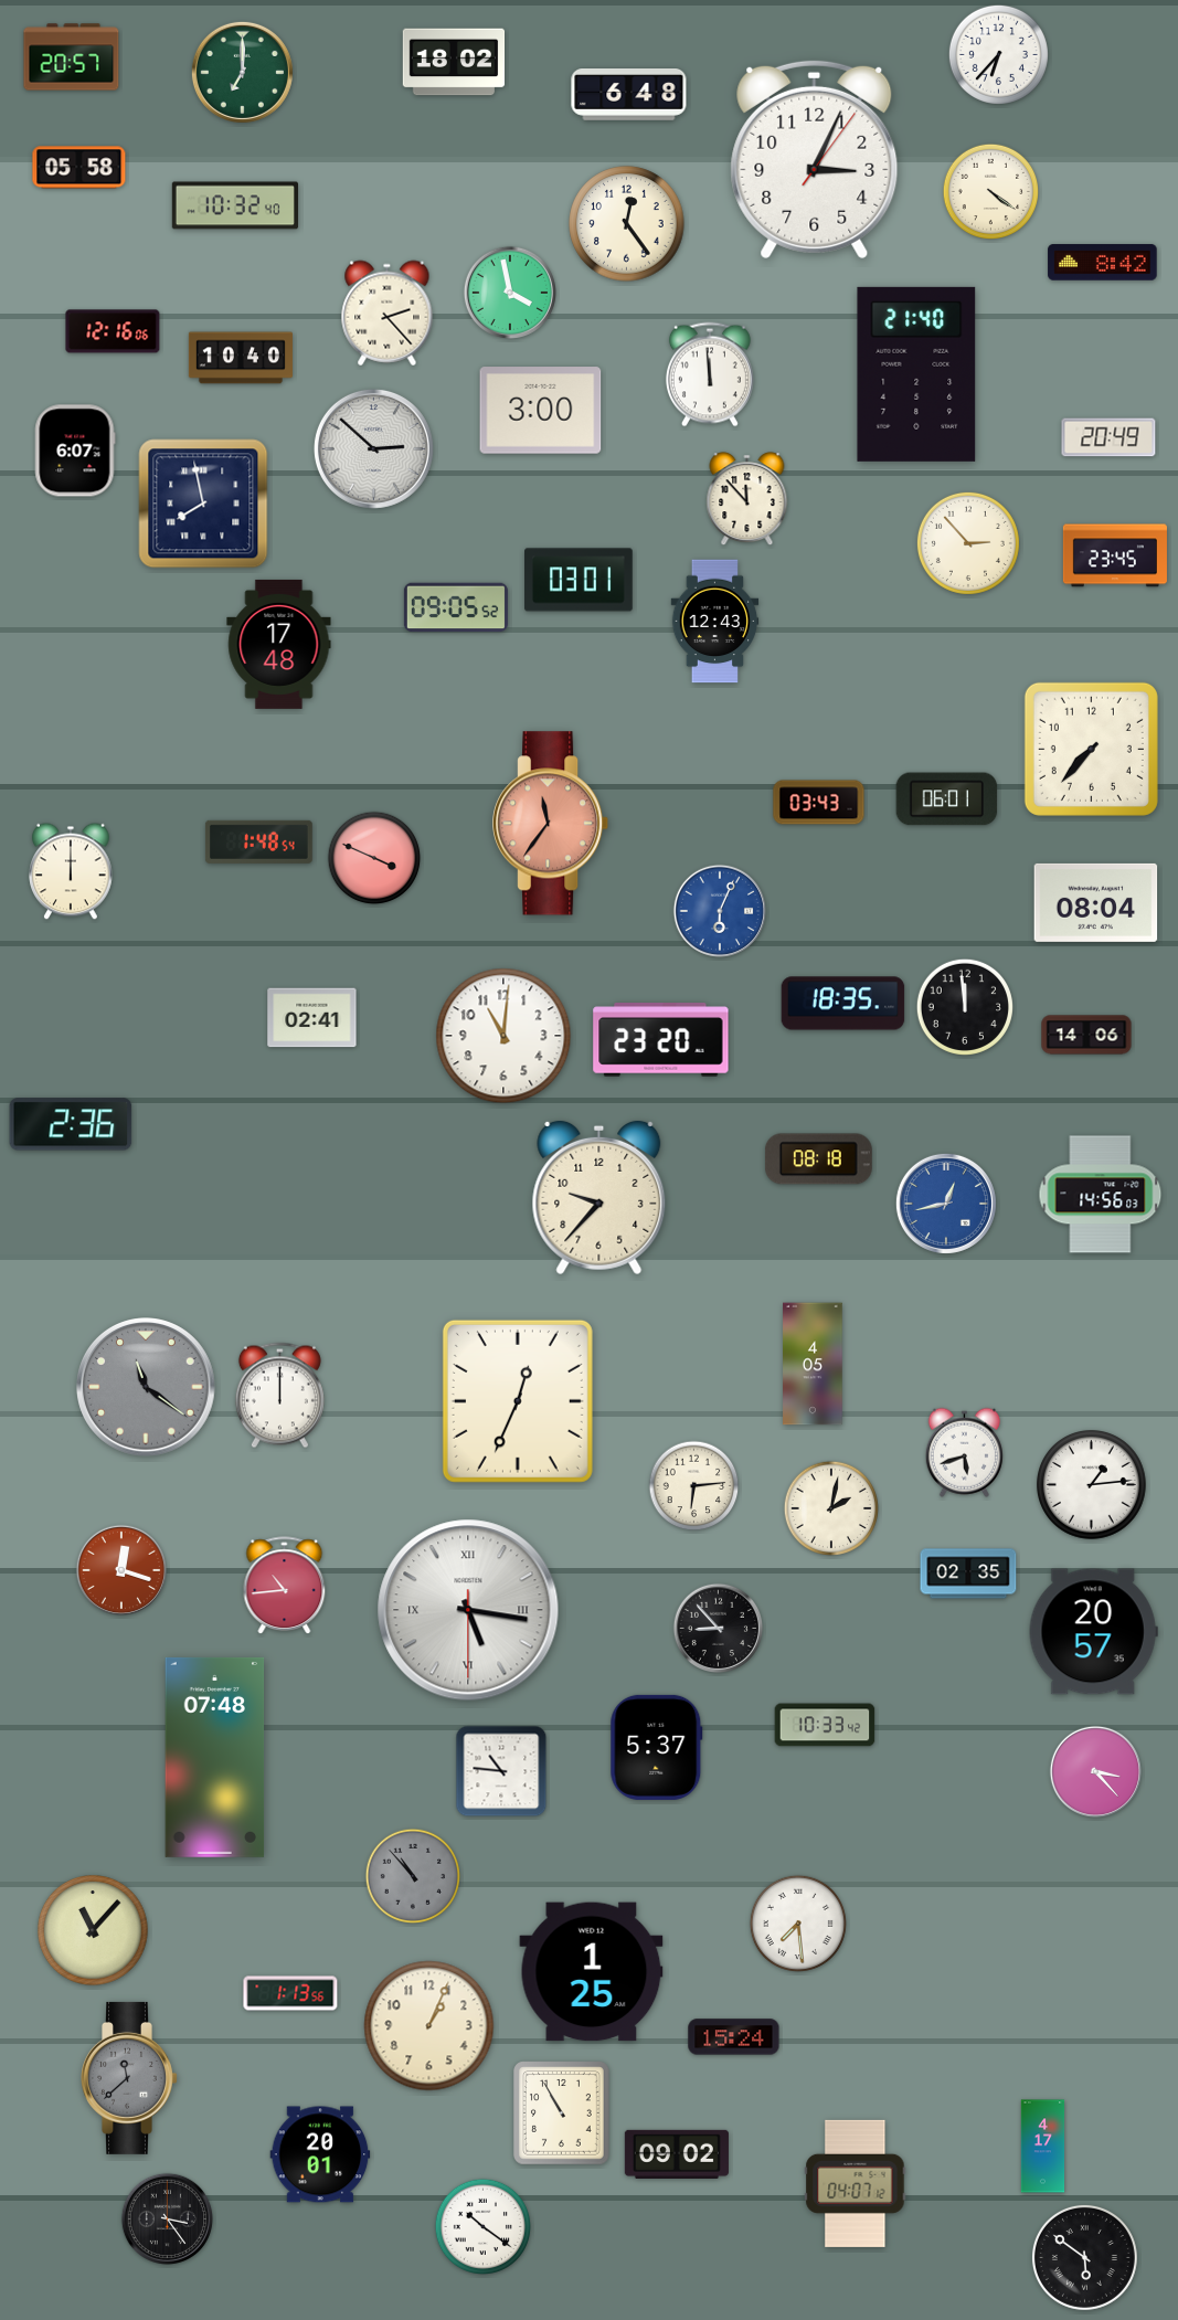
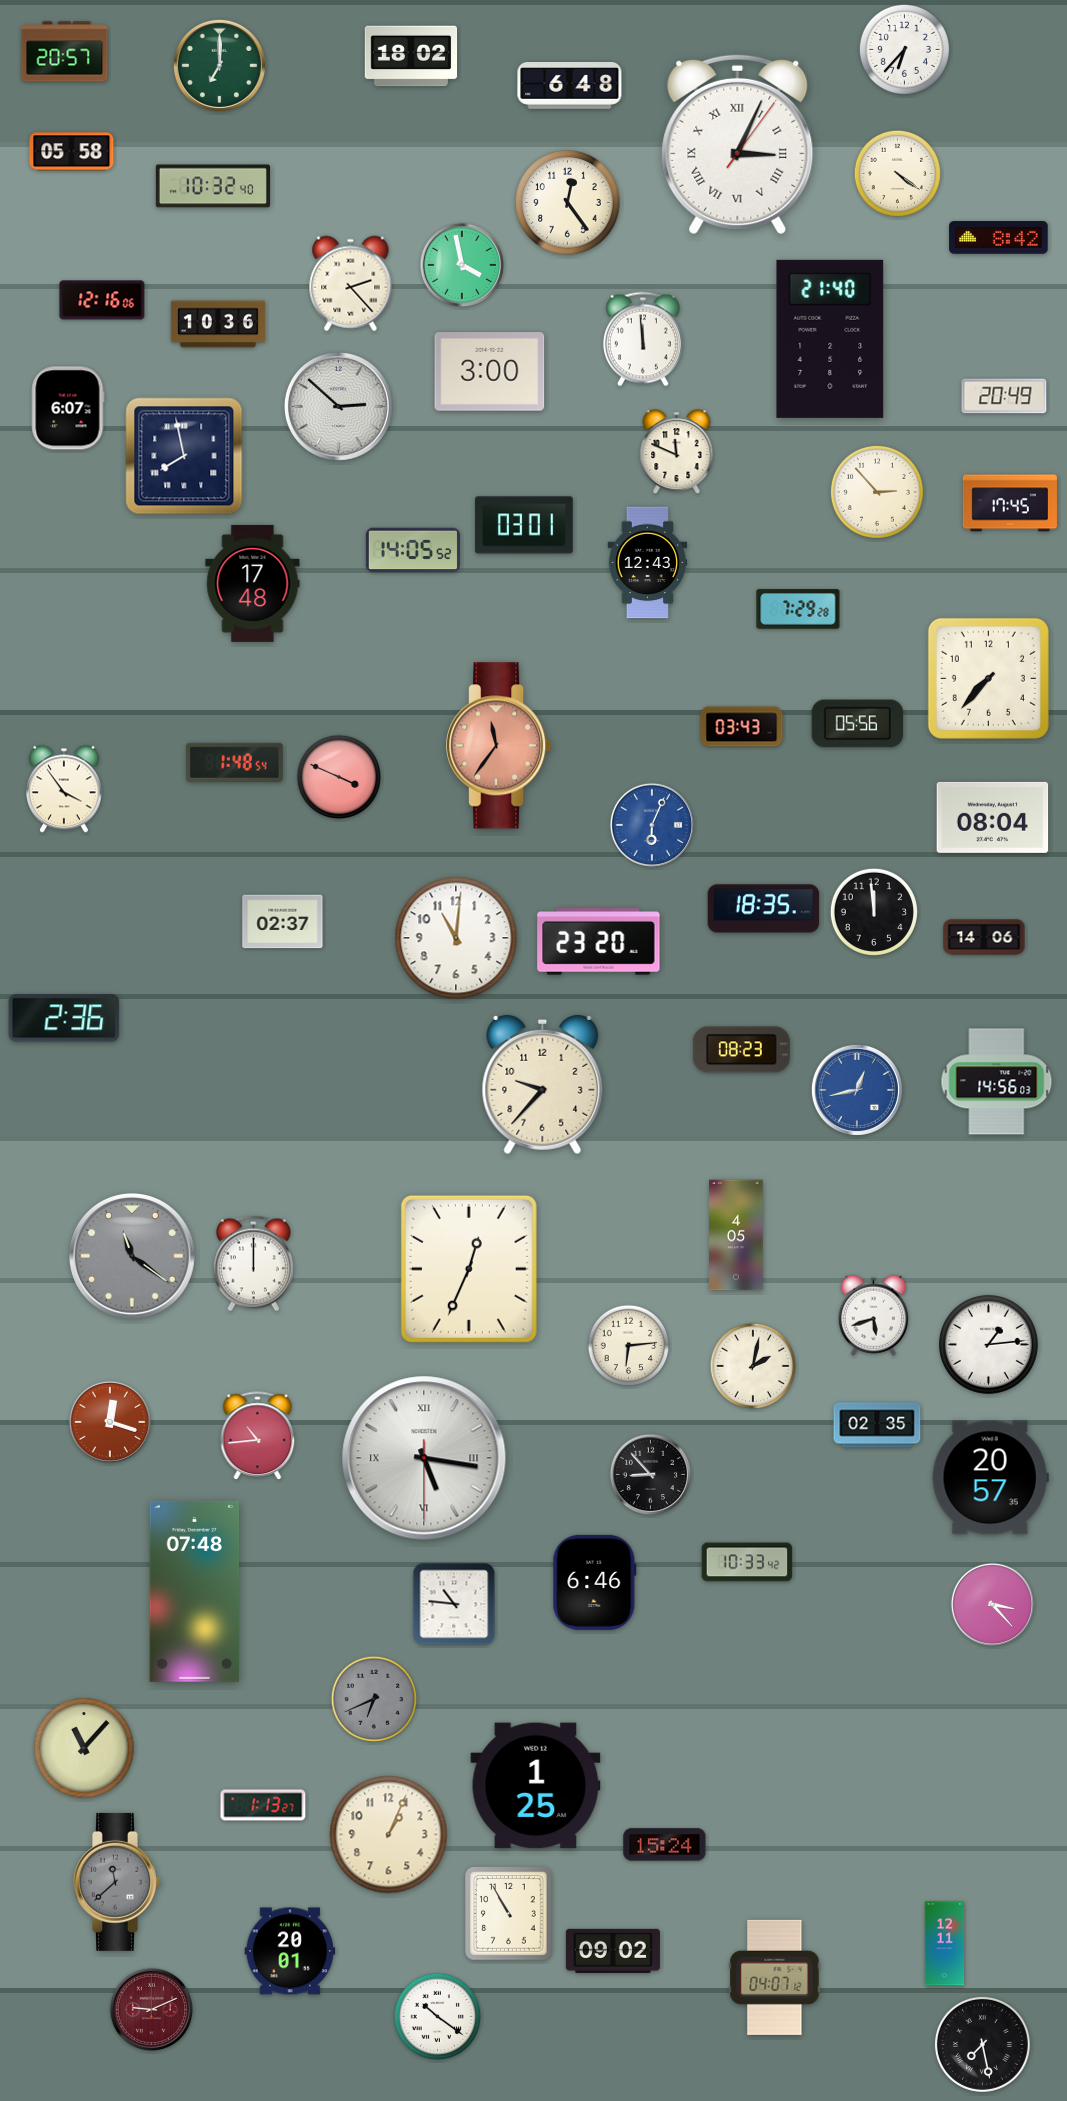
clock at (815, 159) numerals: Arabic -> Roman
clock at (241, 358): 10:40 -> 10:36
clock at (747, 499): 11:53 -> 11:49
clock at (1115, 555): 23:45 -> 17:45
clock at (456, 607): 09:05 -> 14:05
clock at (798, 609): none -> 7:29
clock at (947, 799): 06:01 -> 05:56
clock at (71, 871): 12:00 -> 3:54
clock at (312, 1018): 02:41 -> 02:37
clock at (818, 1159): 08:18 -> 08:23
clock at (657, 1747): 5:37 -> 6:46
clock at (413, 1876): 10:53 -> 6:41
clock at (797, 1922): 7:29 -> none
clock at (290, 1993): 1:13:56 -> 1:13:27
clock at (1043, 2147): 4:17 -> 12:11
clock at (167, 2218): 3:24 -> 9:11
clock at (167, 2218) dial: black -> burgundy
clock at (1084, 2257): 5:51 -> 7:28
